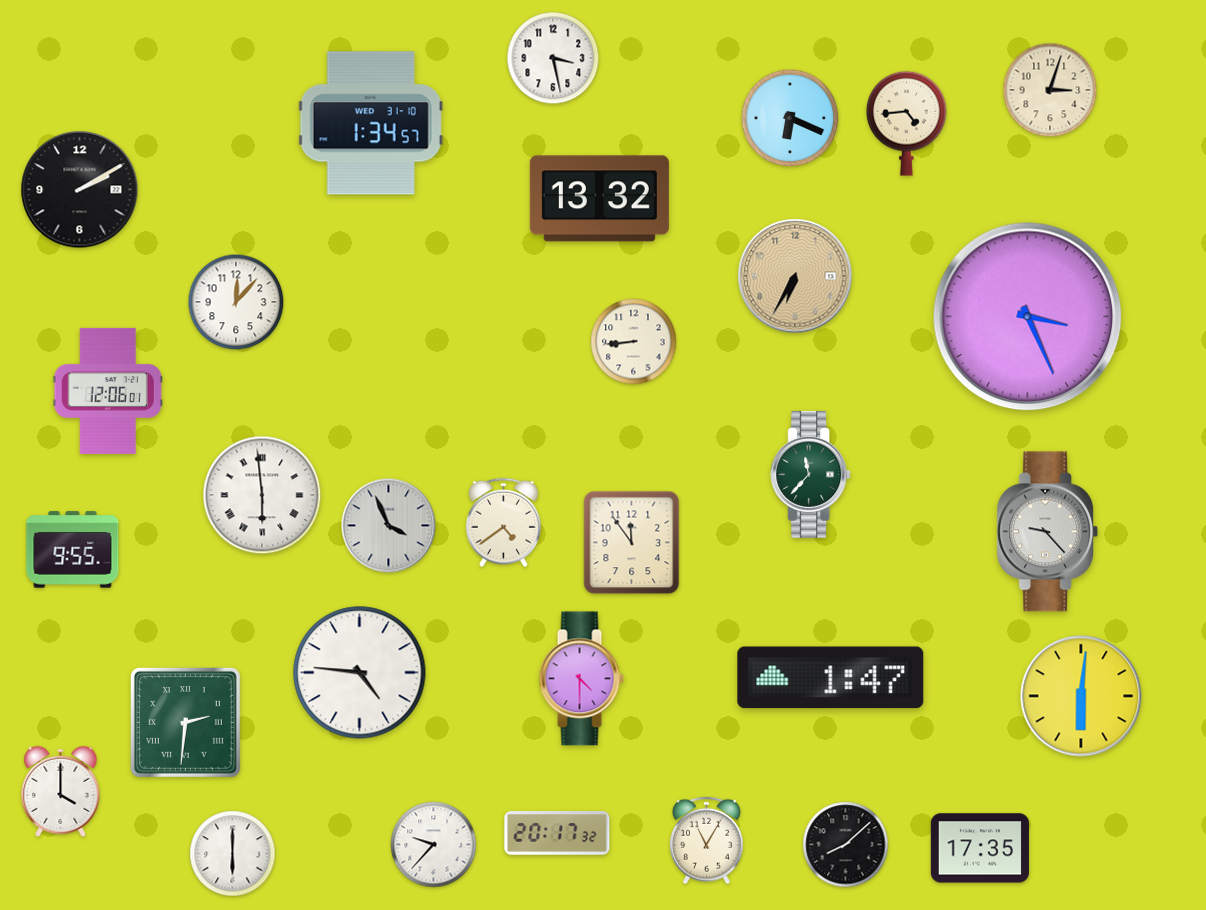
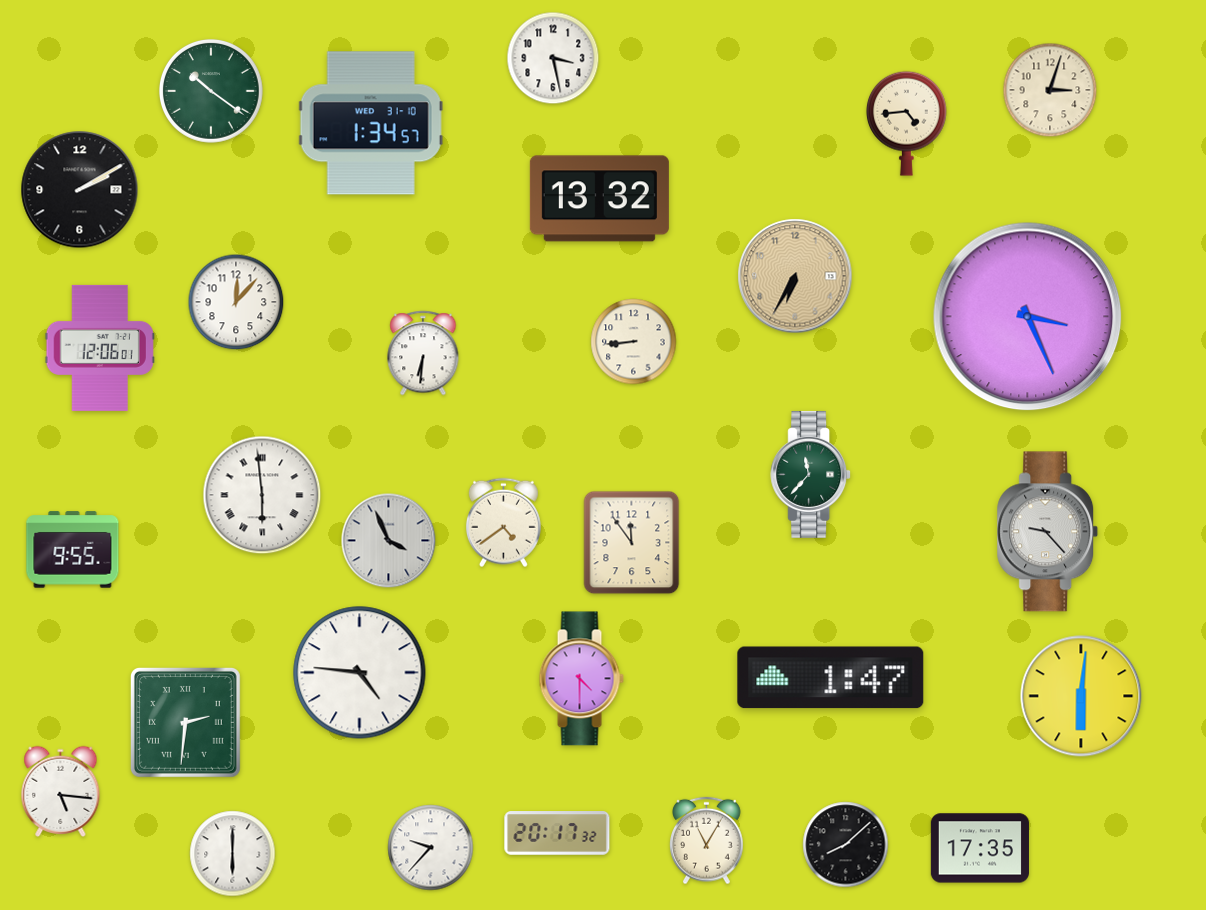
clock at (211, 91): none -> 10:21
clock at (790, 118): 6:19 -> none
clock at (423, 353): none -> 6:31
clock at (108, 391) position: (108, 391) -> (100, 348)
clock at (389, 526) position: (389, 526) -> (389, 541)
clock at (61, 791): 4:00 -> 5:16
clock at (434, 845) position: (434, 845) -> (431, 848)
